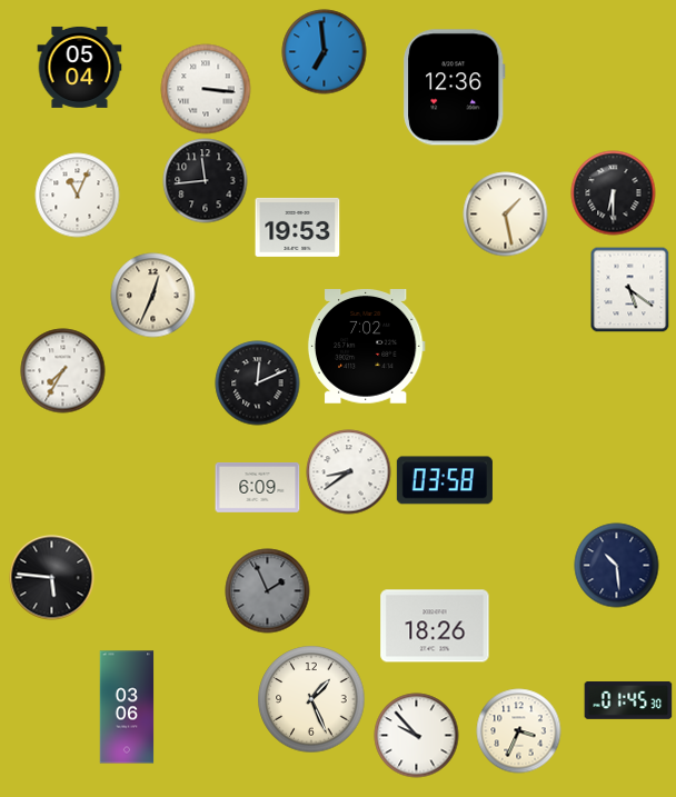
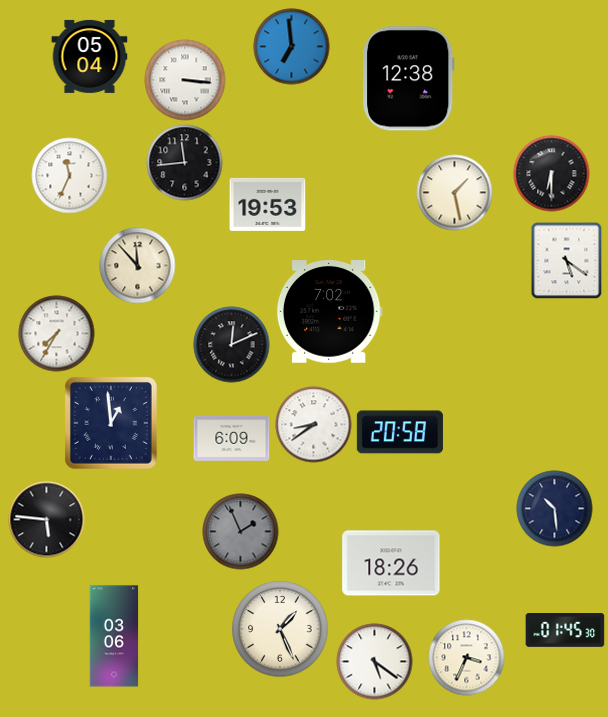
clock at (80, 67) position: (80, 67) -> (90, 56)
clock at (455, 88): 12:36 -> 12:38
clock at (78, 196): 11:04 -> 11:34
clock at (153, 296): 12:34 -> 11:53
clock at (111, 423): none -> 12:59
clock at (445, 480): 03:58 -> 20:58
clock at (417, 736): 9:53 -> 5:21
